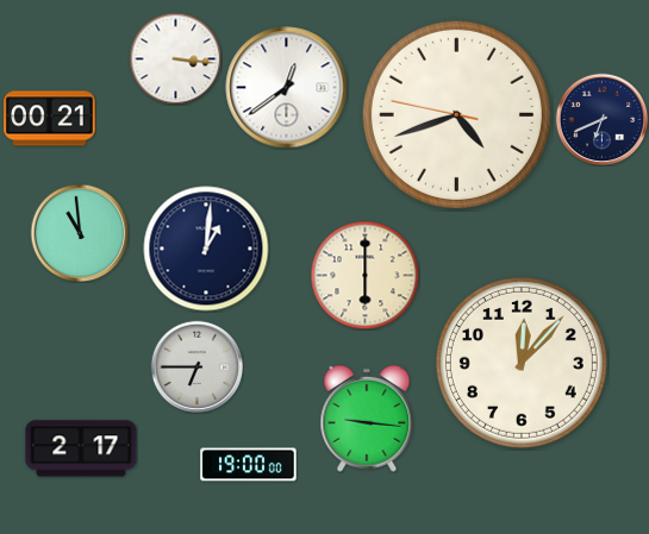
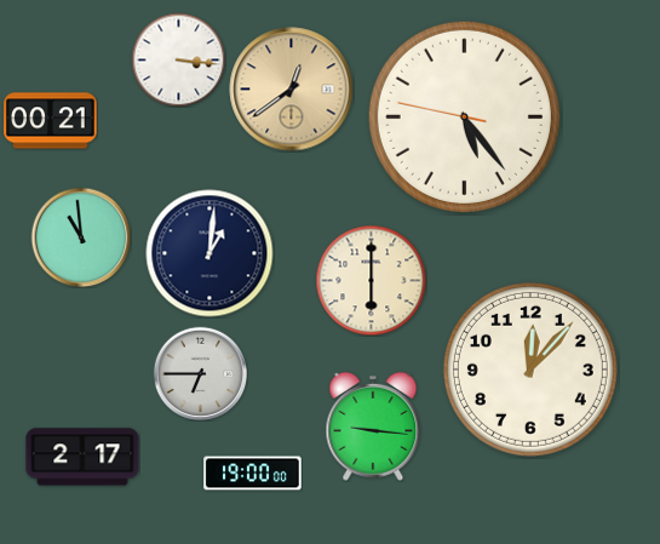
clock at (287, 88) dial: white -> champagne
clock at (456, 114): 4:41 -> 5:23
clock at (601, 119): 6:41 -> none
